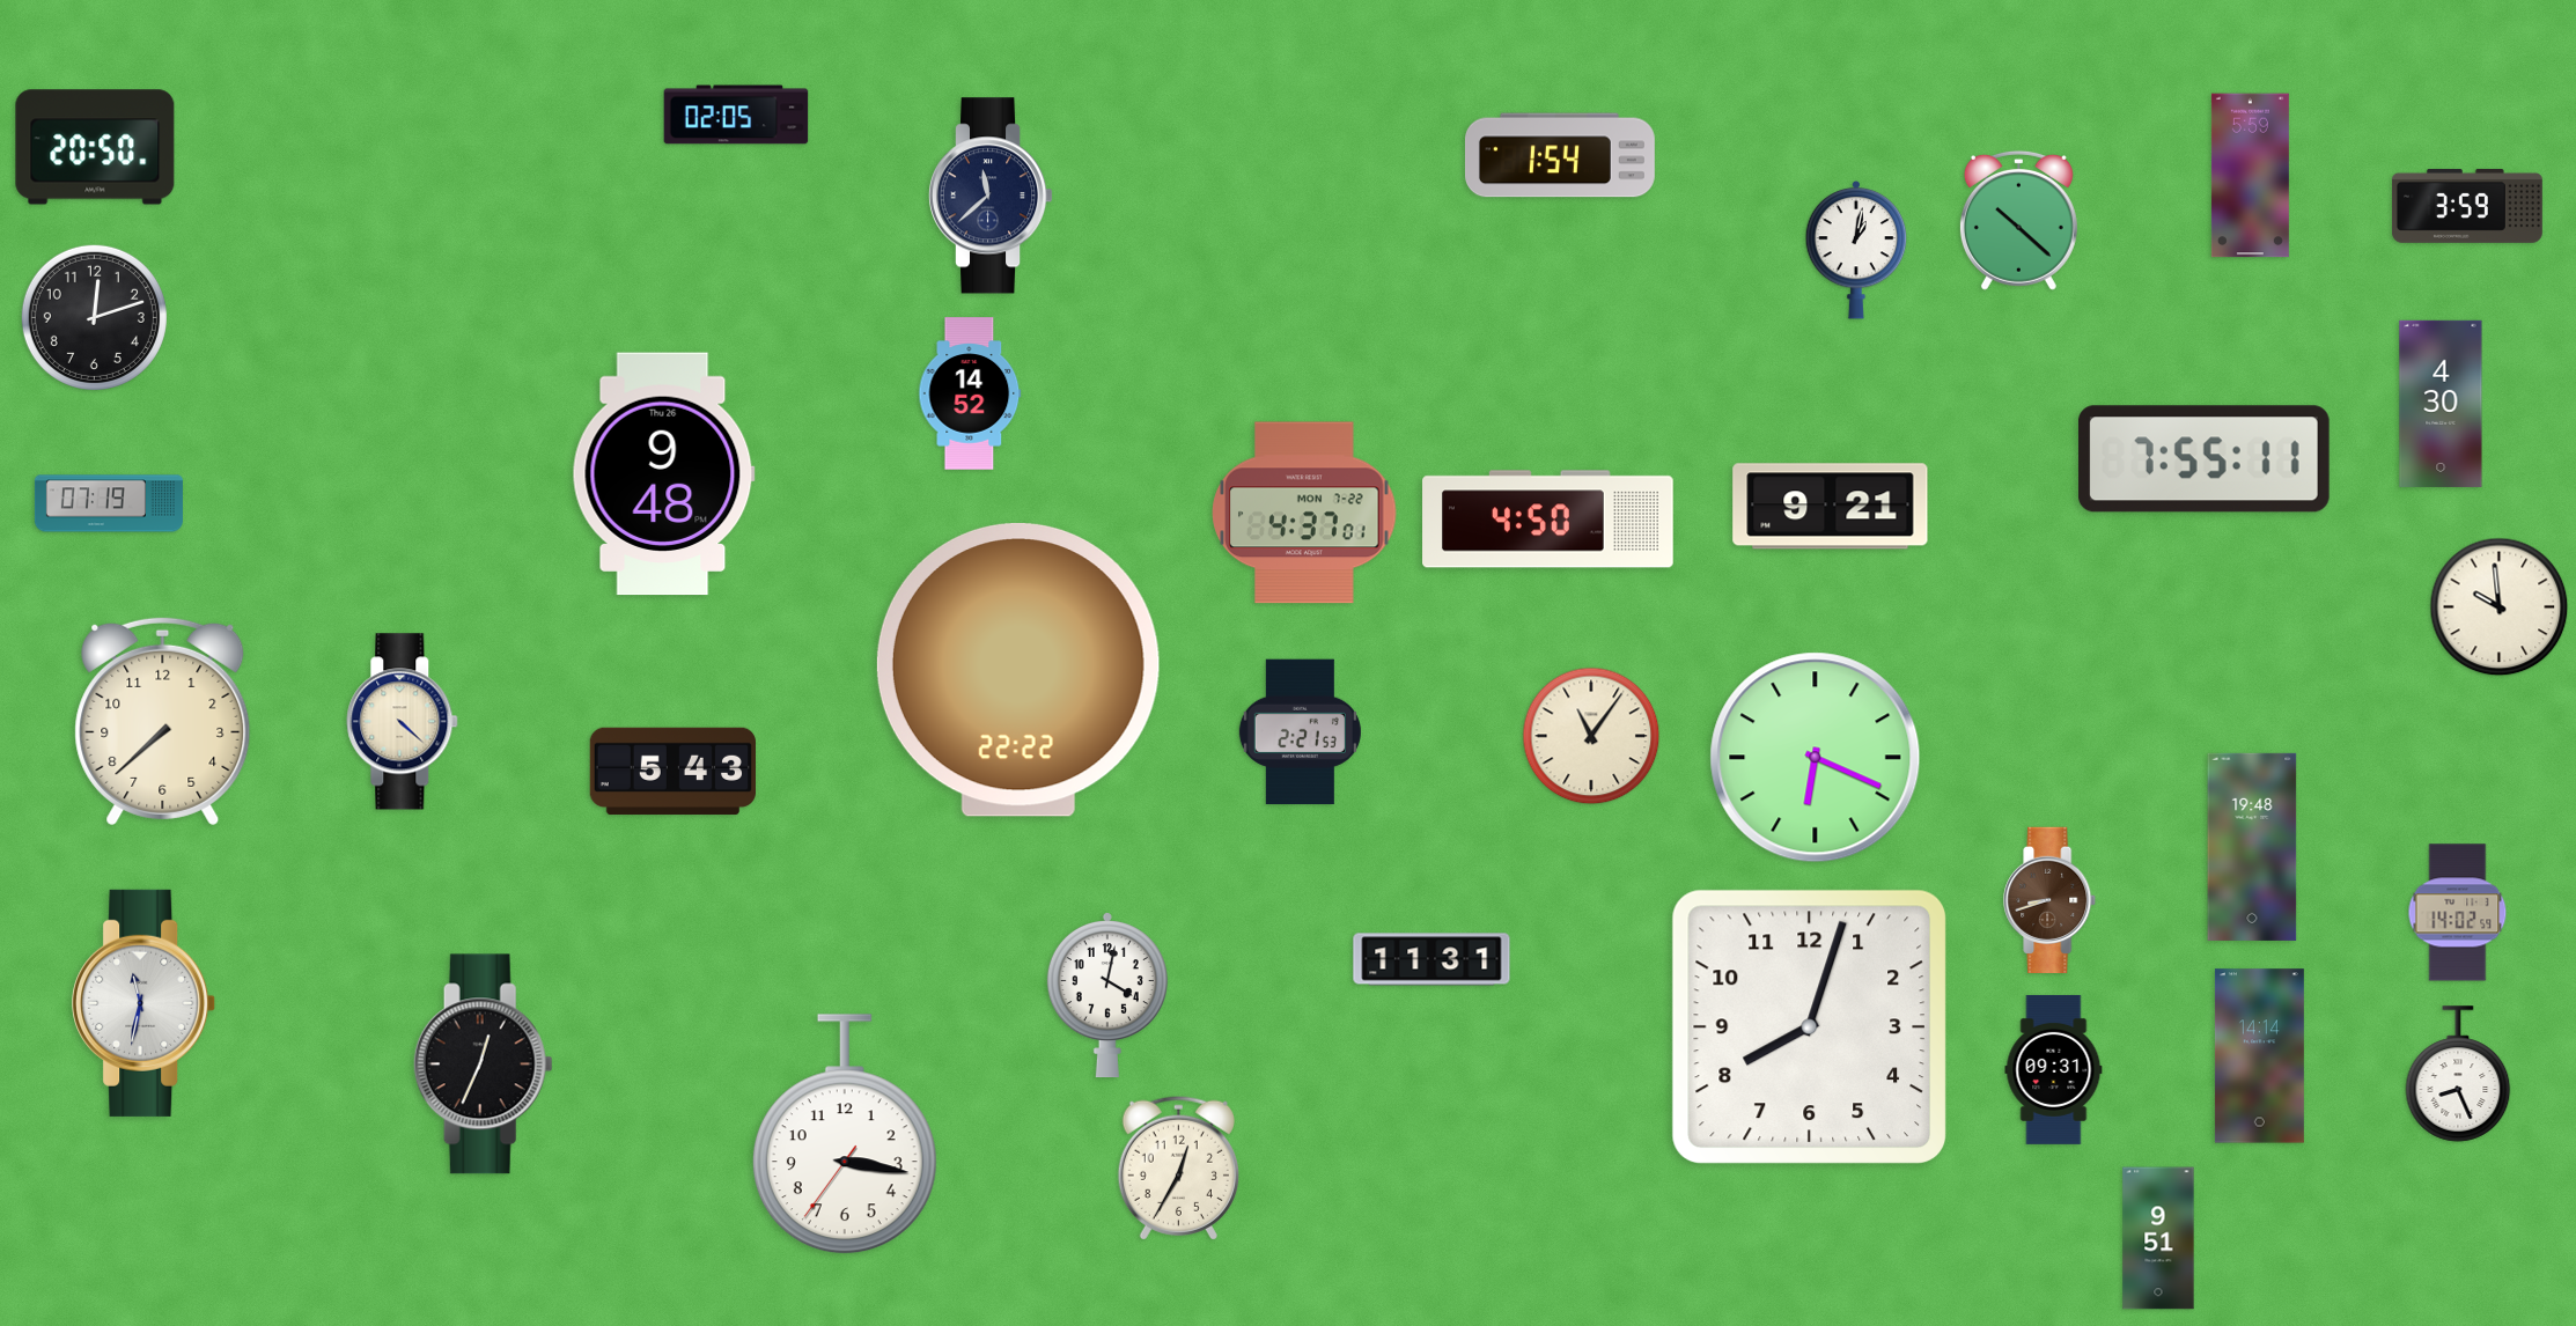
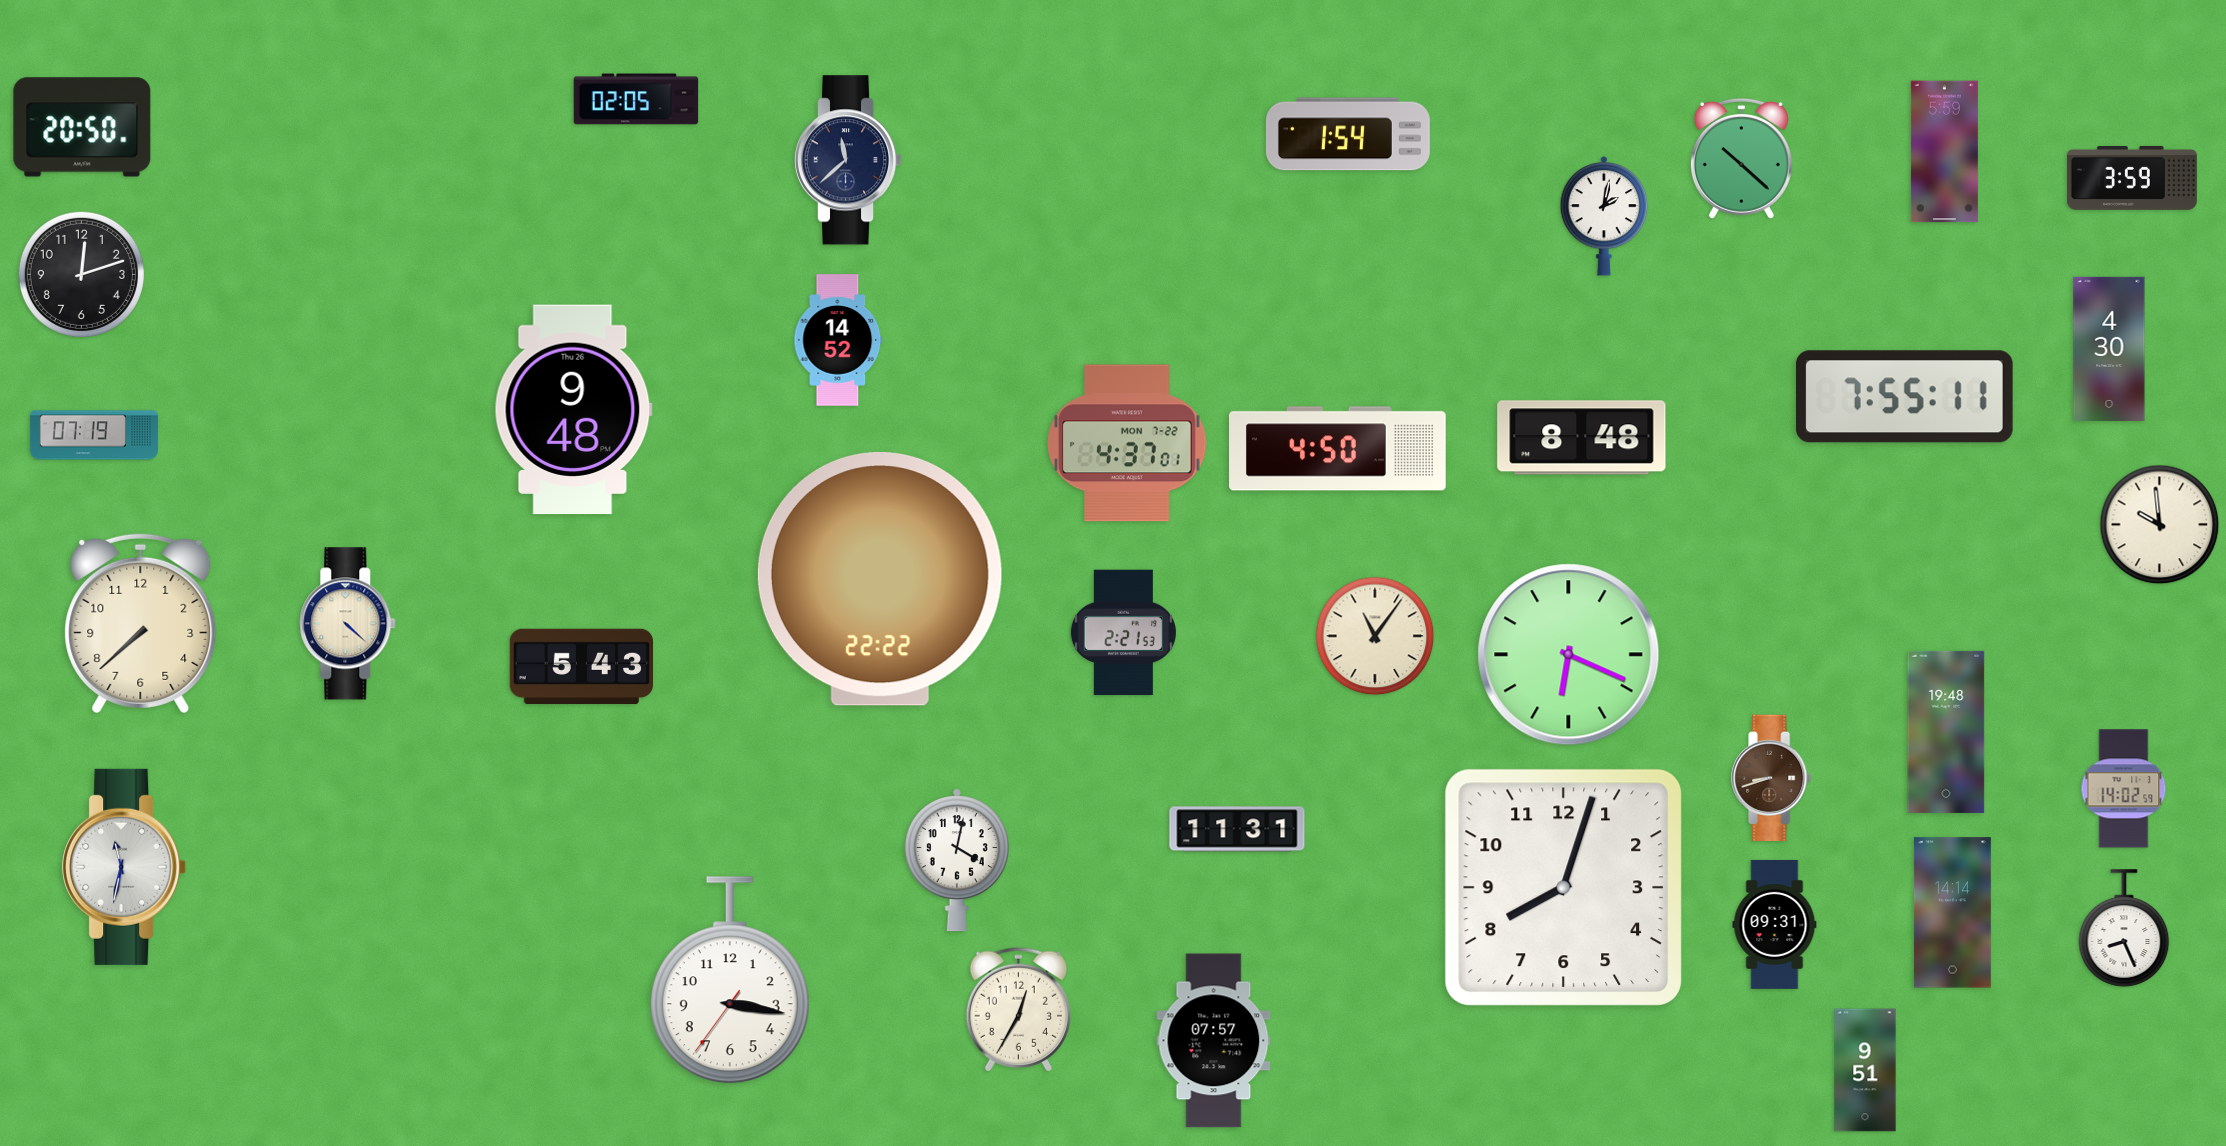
clock at (991, 196) position: (991, 196) -> (848, 160)
clock at (2018, 220) position: (2018, 220) -> (1741, 158)
clock at (1856, 250): 1:02 -> 2:02
clock at (1831, 507): 9:21 -> 8:48
clock at (483, 1065): 12:34 -> none
clock at (1214, 1041): none -> 07:57
